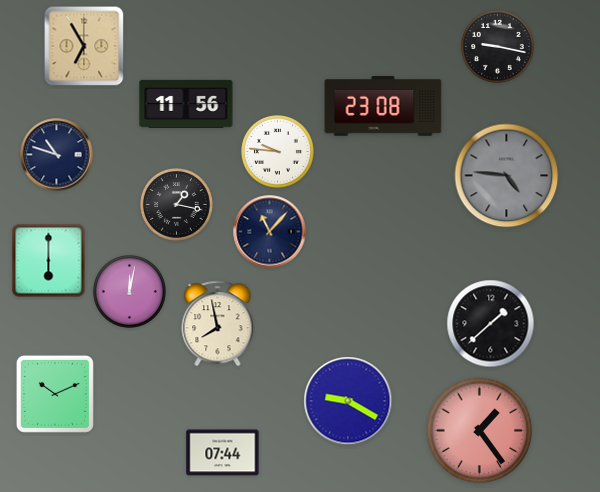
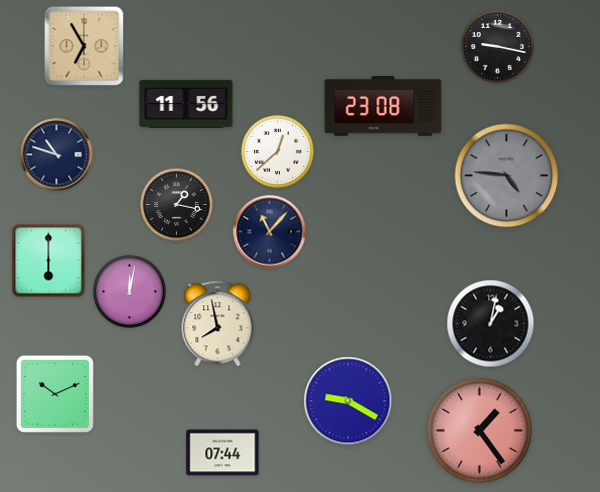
clock at (278, 152): 9:46 -> 12:38
clock at (491, 324): 1:38 -> 1:02
